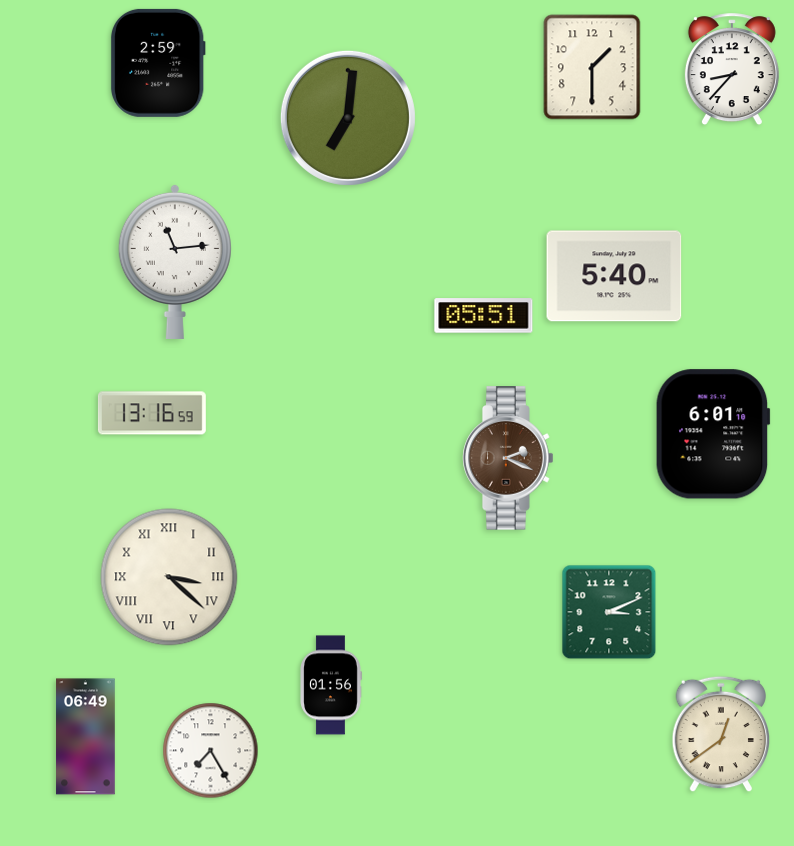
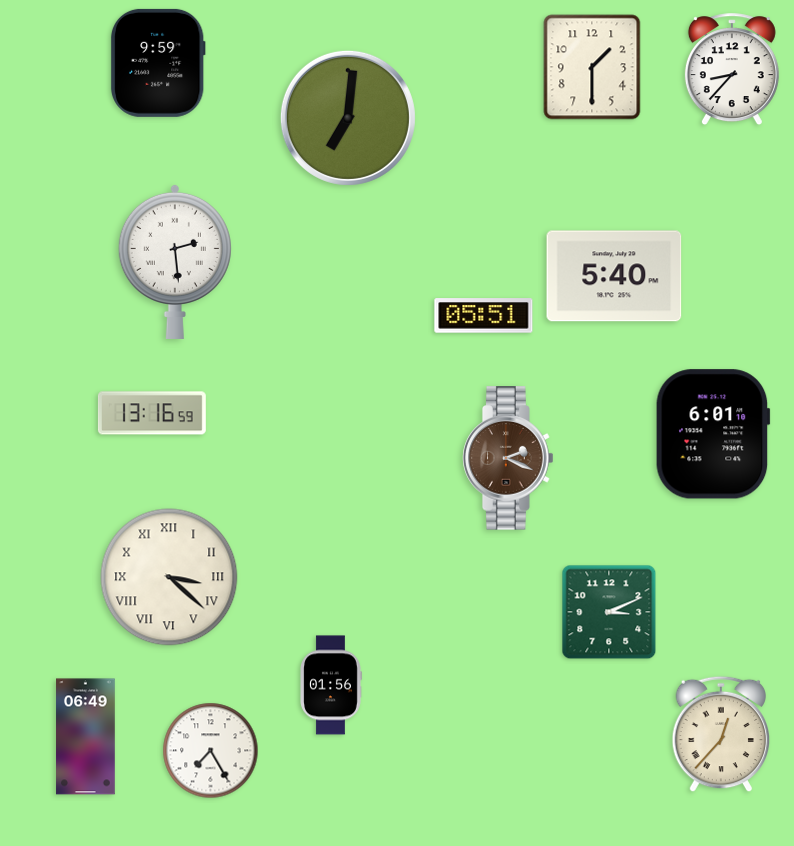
clock at (158, 63): 2:59 -> 9:59
clock at (175, 261): 11:14 -> 2:29
clock at (721, 734): 12:39 -> 12:37
